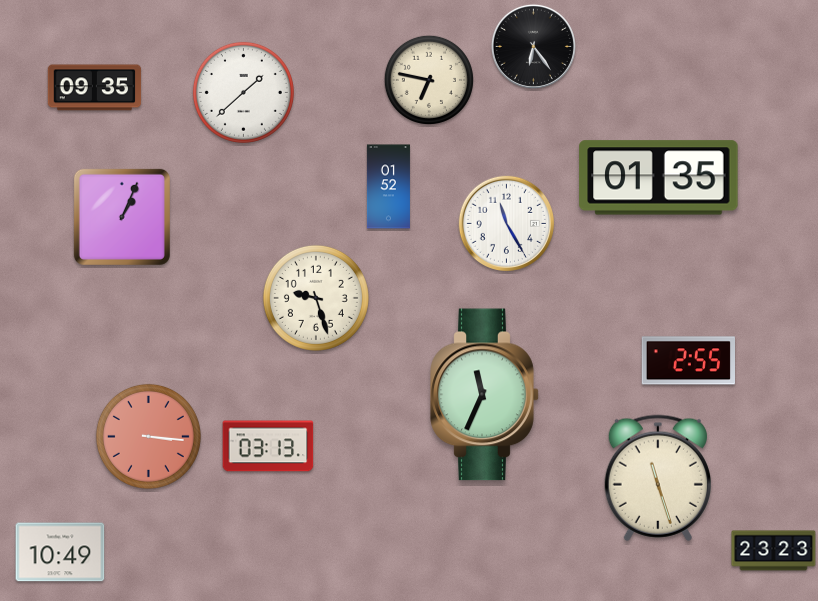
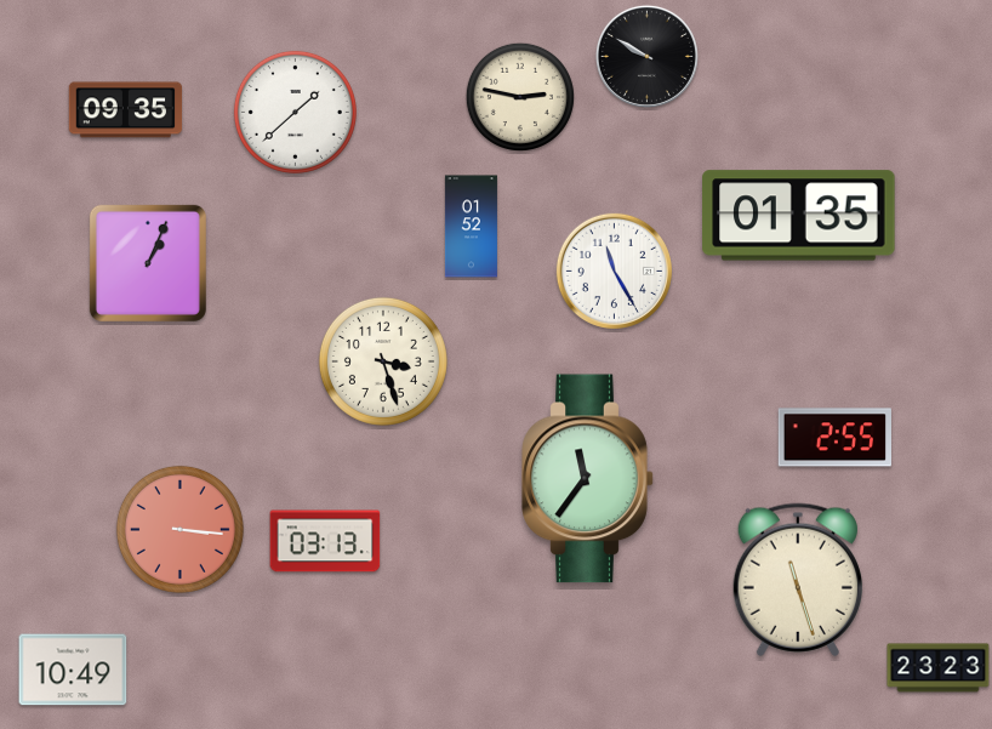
clock at (533, 46): 6:24 -> 9:50
clock at (429, 80): 6:47 -> 2:47
clock at (95, 88) position: (95, 88) -> (126, 110)
clock at (316, 298): 9:27 -> 3:27
clock at (485, 395): 11:34 -> 11:36
